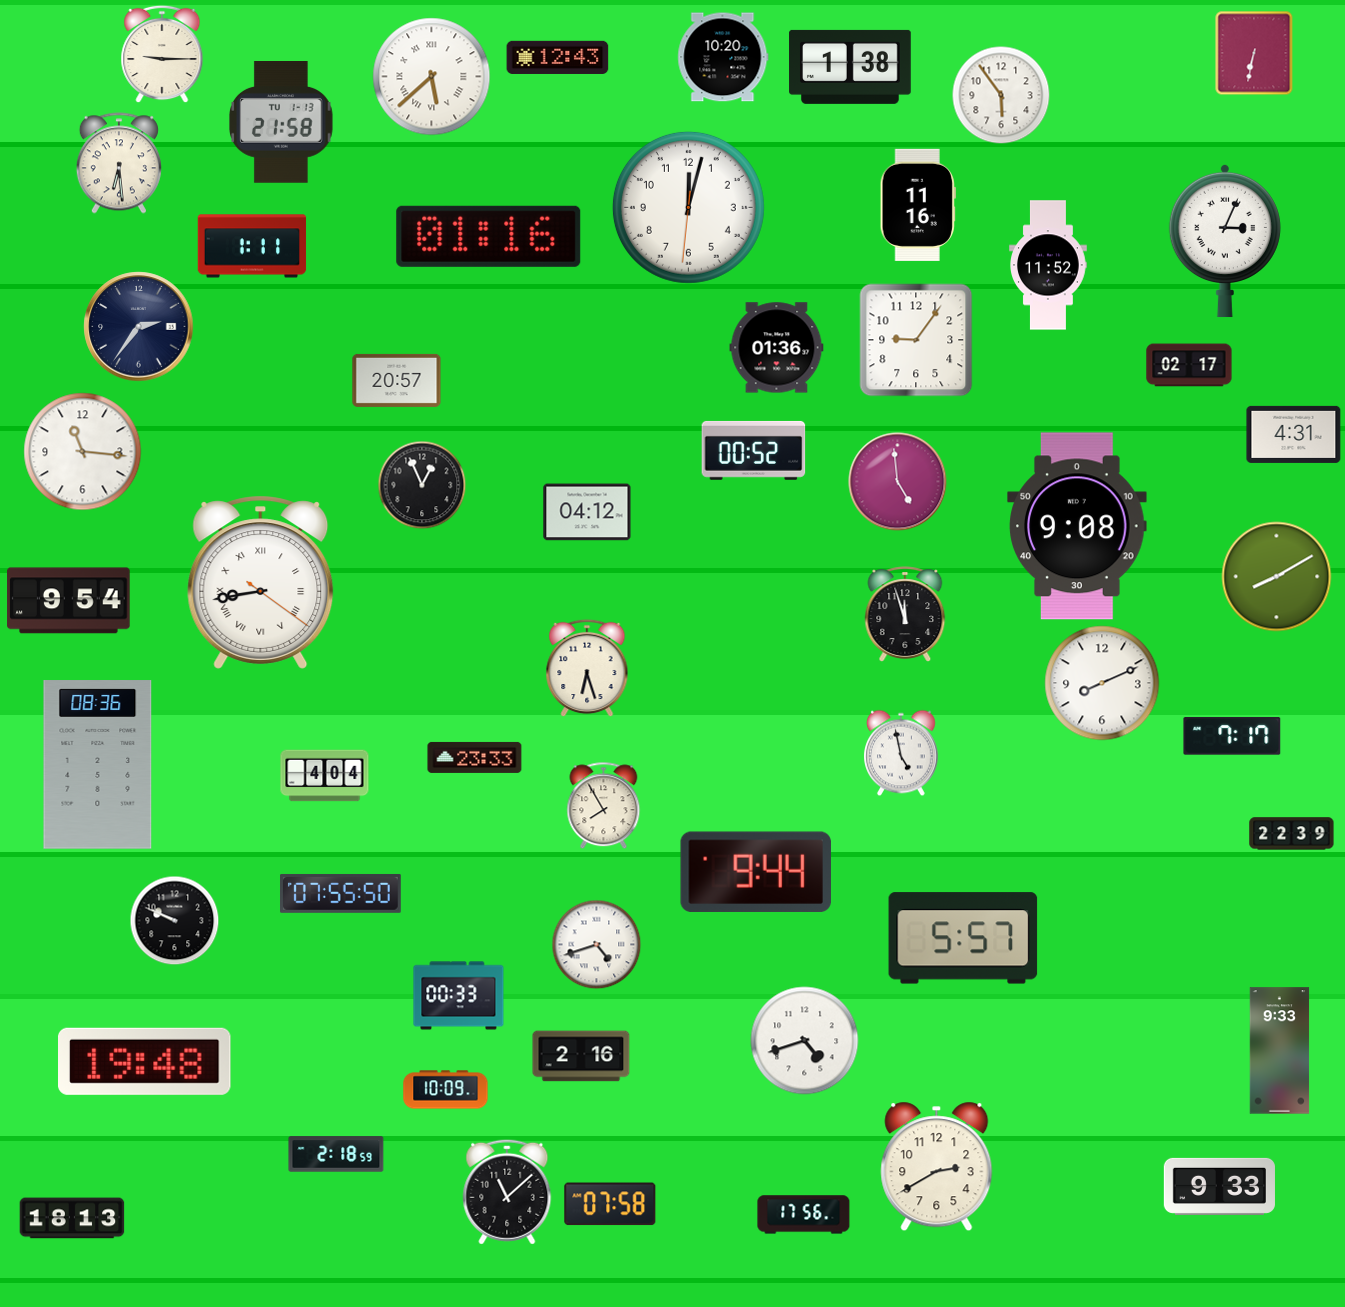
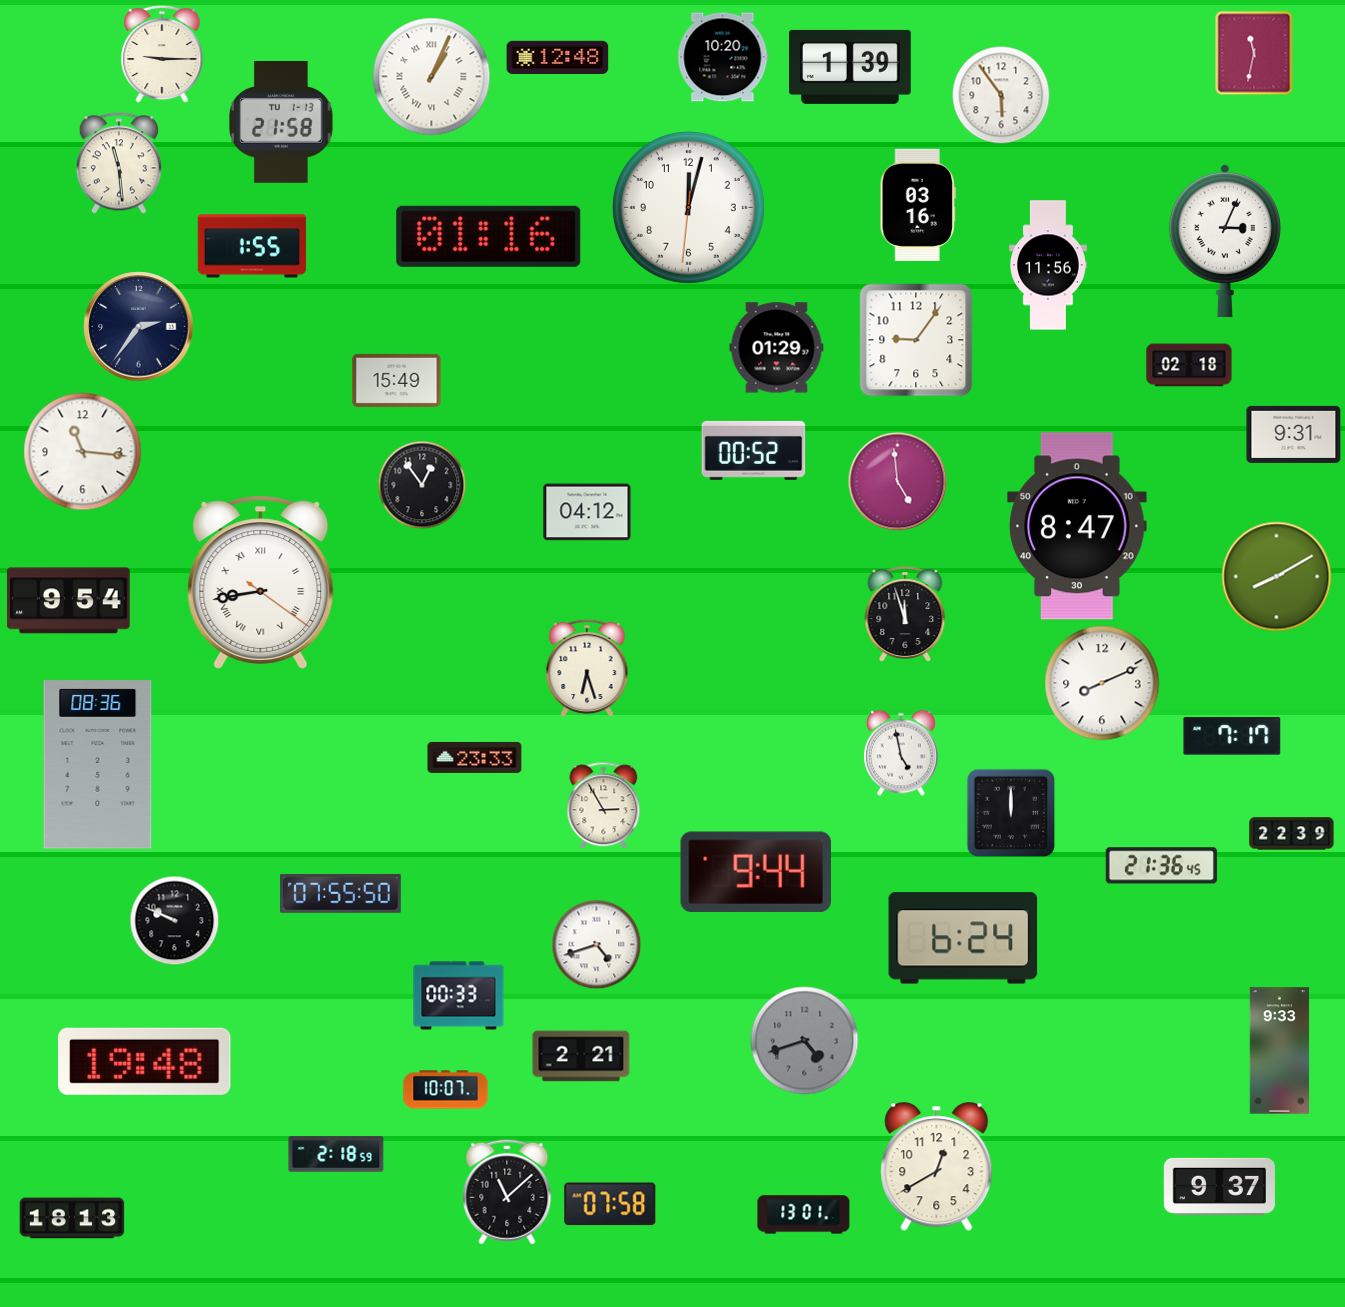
clock at (1254, 53): 6:32 -> 11:32
clock at (558, 57): 12:43 -> 12:48
clock at (850, 67): 1:38 -> 1:39
clock at (432, 77): 5:38 -> 1:04
clock at (119, 163): 6:29 -> 11:29
clock at (918, 205): 11:16 -> 03:16
clock at (252, 246): 1:11 -> 1:55
clock at (1048, 265): 11:52 -> 11:56
clock at (777, 348): 01:36 -> 01:29
clock at (1189, 365): 02:17 -> 02:18
clock at (397, 380): 20:57 -> 15:49
clock at (1294, 434): 4:31 -> 9:31
clock at (422, 485): 12:56 -> 12:54
clock at (1077, 526): 9:08 -> 8:47
clock at (325, 776): 4:04 -> none
clock at (604, 805): 7:55 -> 2:55
clock at (1011, 813): none -> 12:00
clock at (1161, 866): none -> 21:36
clock at (963, 938): 5:57 -> 6:24
clock at (805, 1041) dial: white -> grey
clock at (581, 1056): 2:16 -> 2:21
clock at (446, 1090): 10:09 -> 10:07
clock at (937, 1167): 2:40 -> 12:40
clock at (1219, 1186): 9:33 -> 9:37
clock at (804, 1215): 17:56 -> 13:01
